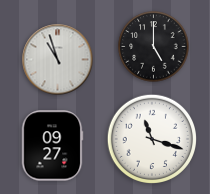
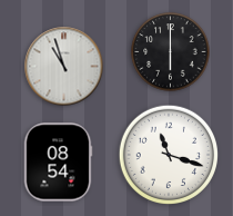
clock at (154, 47): 5:00 -> 6:00
clock at (52, 146): 09:27 -> 08:54
